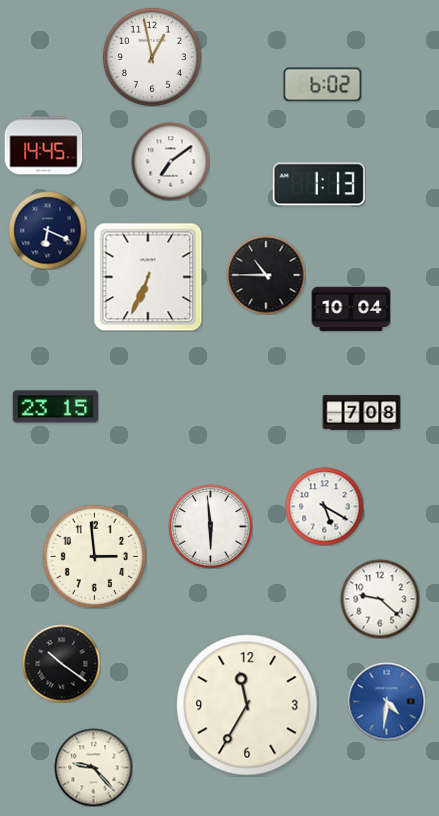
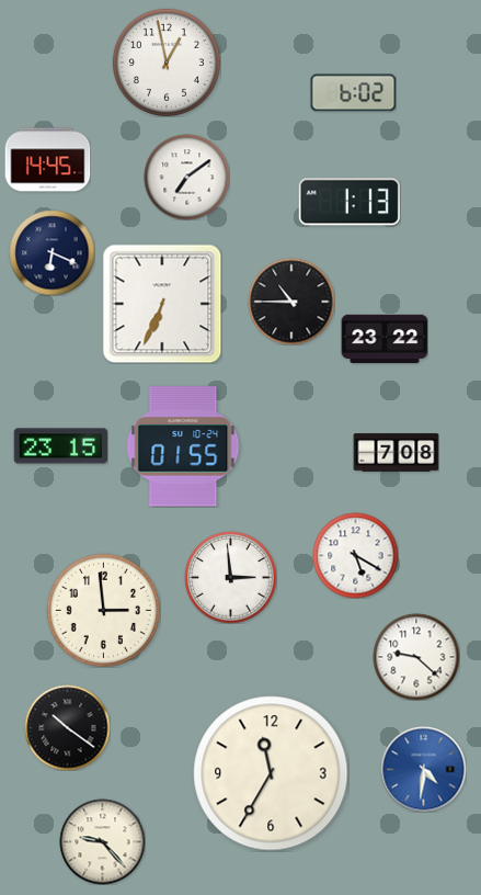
clock at (351, 309): 10:04 -> 23:22
clock at (183, 446): none -> 01:55
clock at (210, 526): 5:59 -> 2:59
